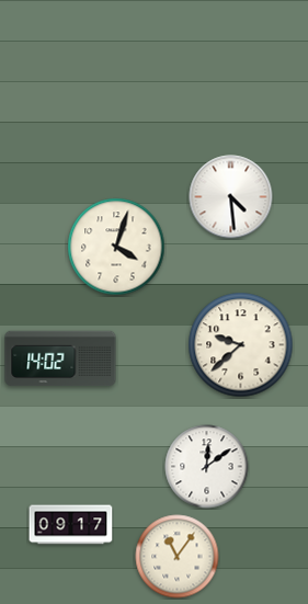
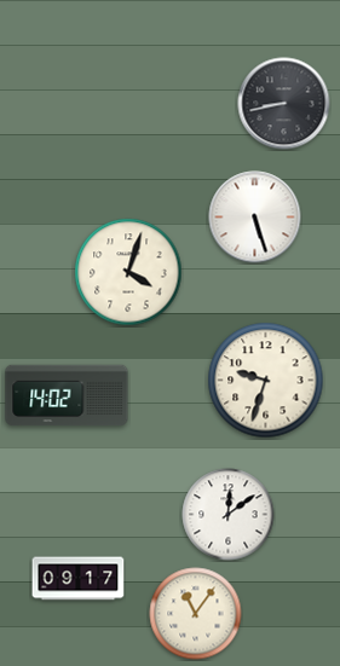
clock at (284, 104): none -> 8:43
clock at (231, 197): 4:29 -> 5:27
clock at (241, 345): 9:38 -> 9:33
